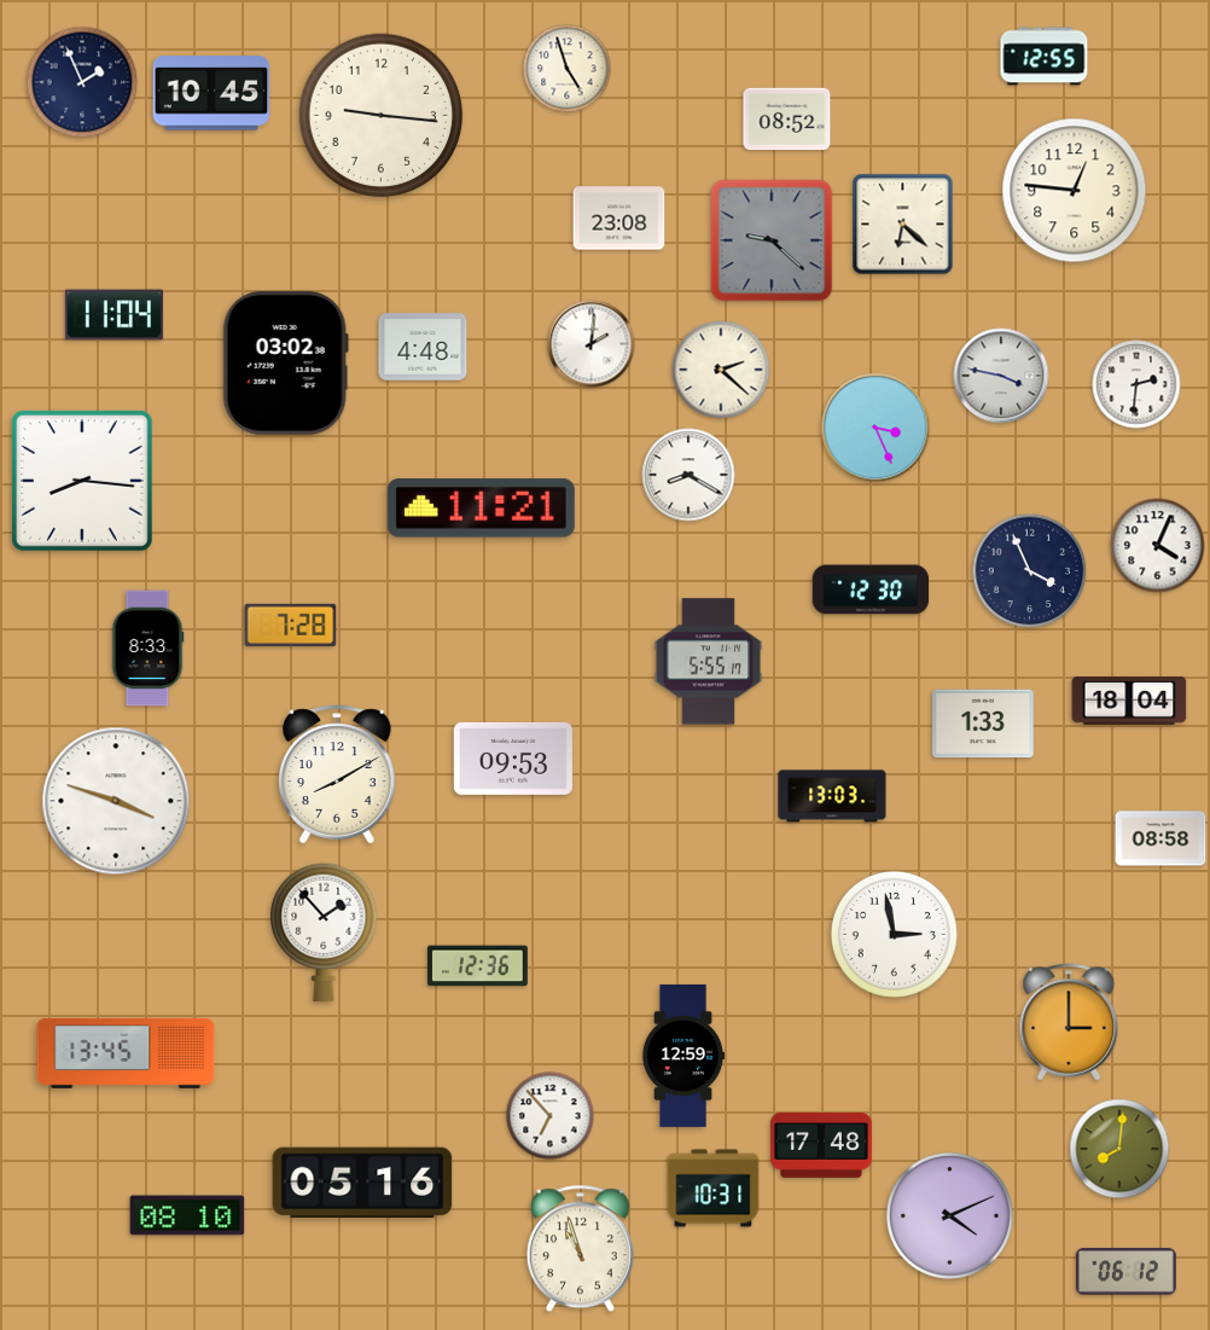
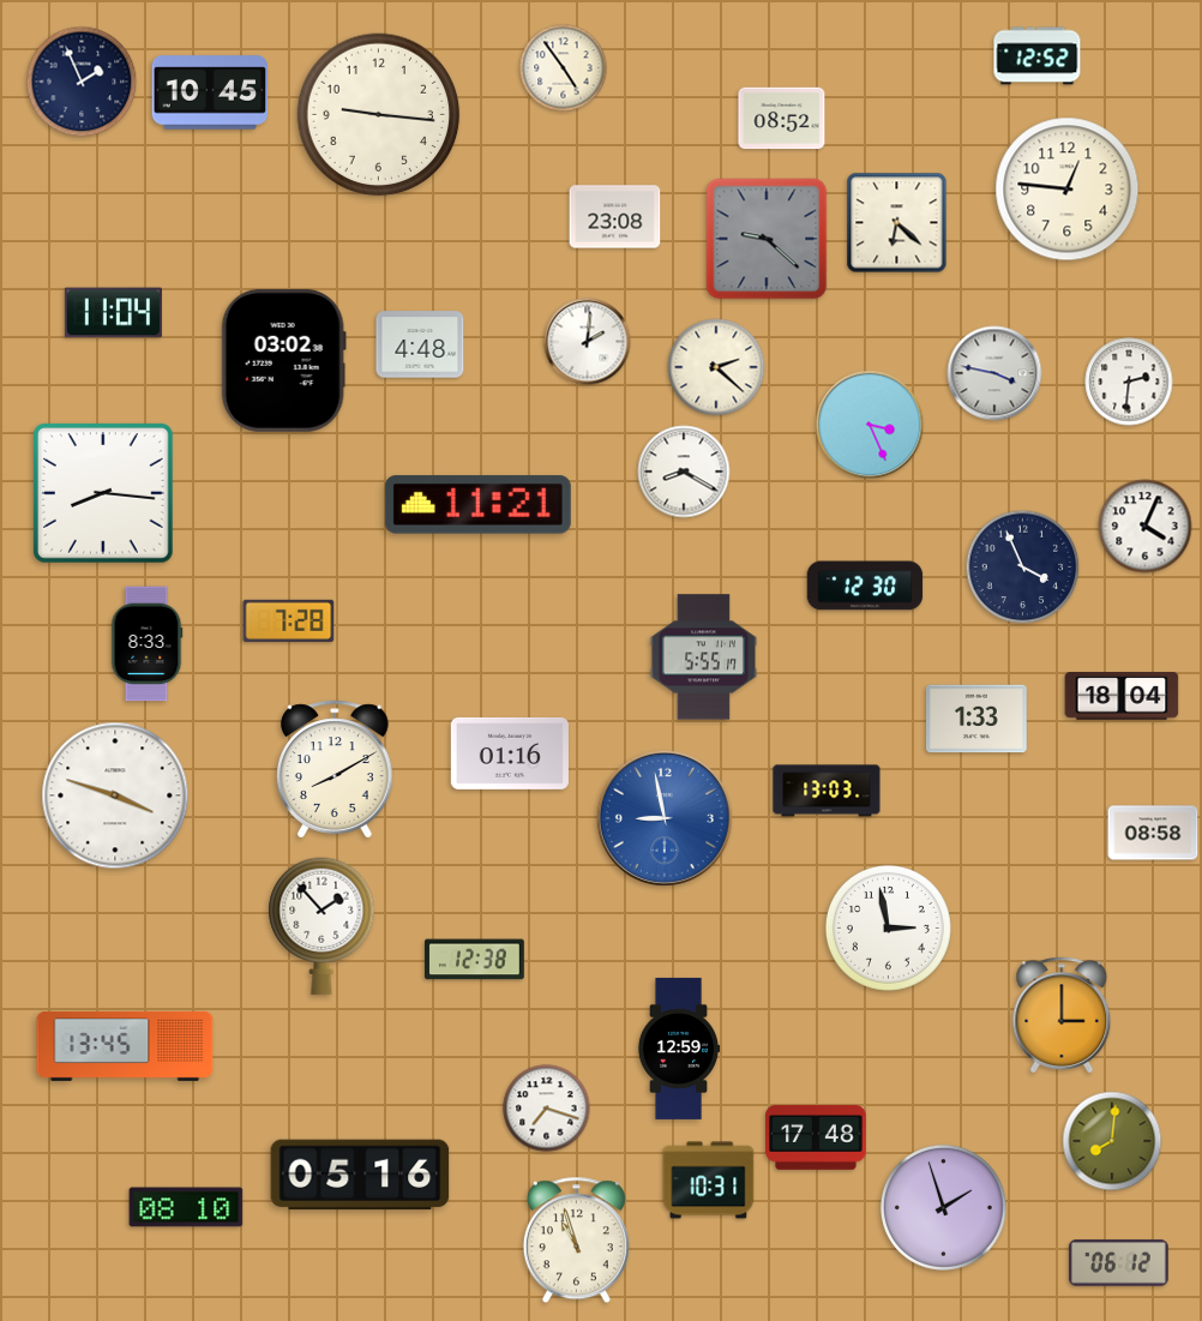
clock at (1045, 57): 12:55 -> 12:52
clock at (568, 69): 4:57 -> 4:54
clock at (82, 481) position: (82, 481) -> (103, 493)
clock at (1158, 546) position: (1158, 546) -> (1146, 527)
clock at (513, 759): 09:53 -> 01:16
clock at (665, 818): none -> 8:58
clock at (477, 966): 12:36 -> 12:38
clock at (551, 1116): 6:53 -> 7:18
clock at (949, 1215): 4:11 -> 1:57
